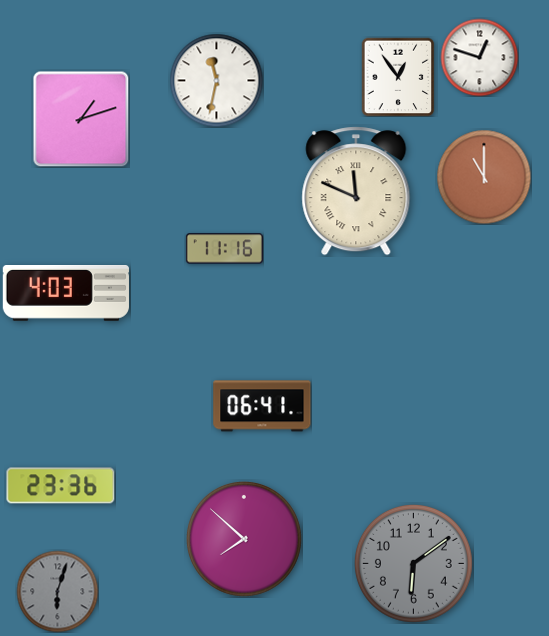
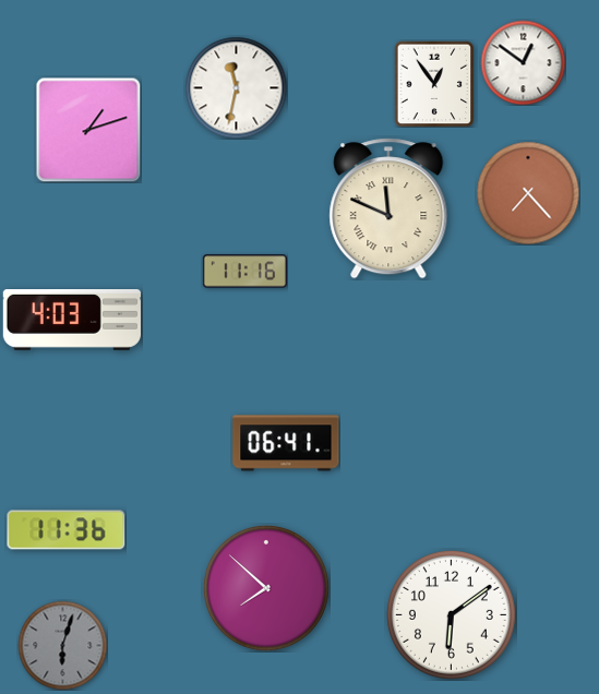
clock at (479, 57): 12:48 -> 12:51
clock at (484, 177): 11:00 -> 7:23
clock at (61, 486): 23:36 -> 11:36
clock at (413, 563) dial: grey -> white
